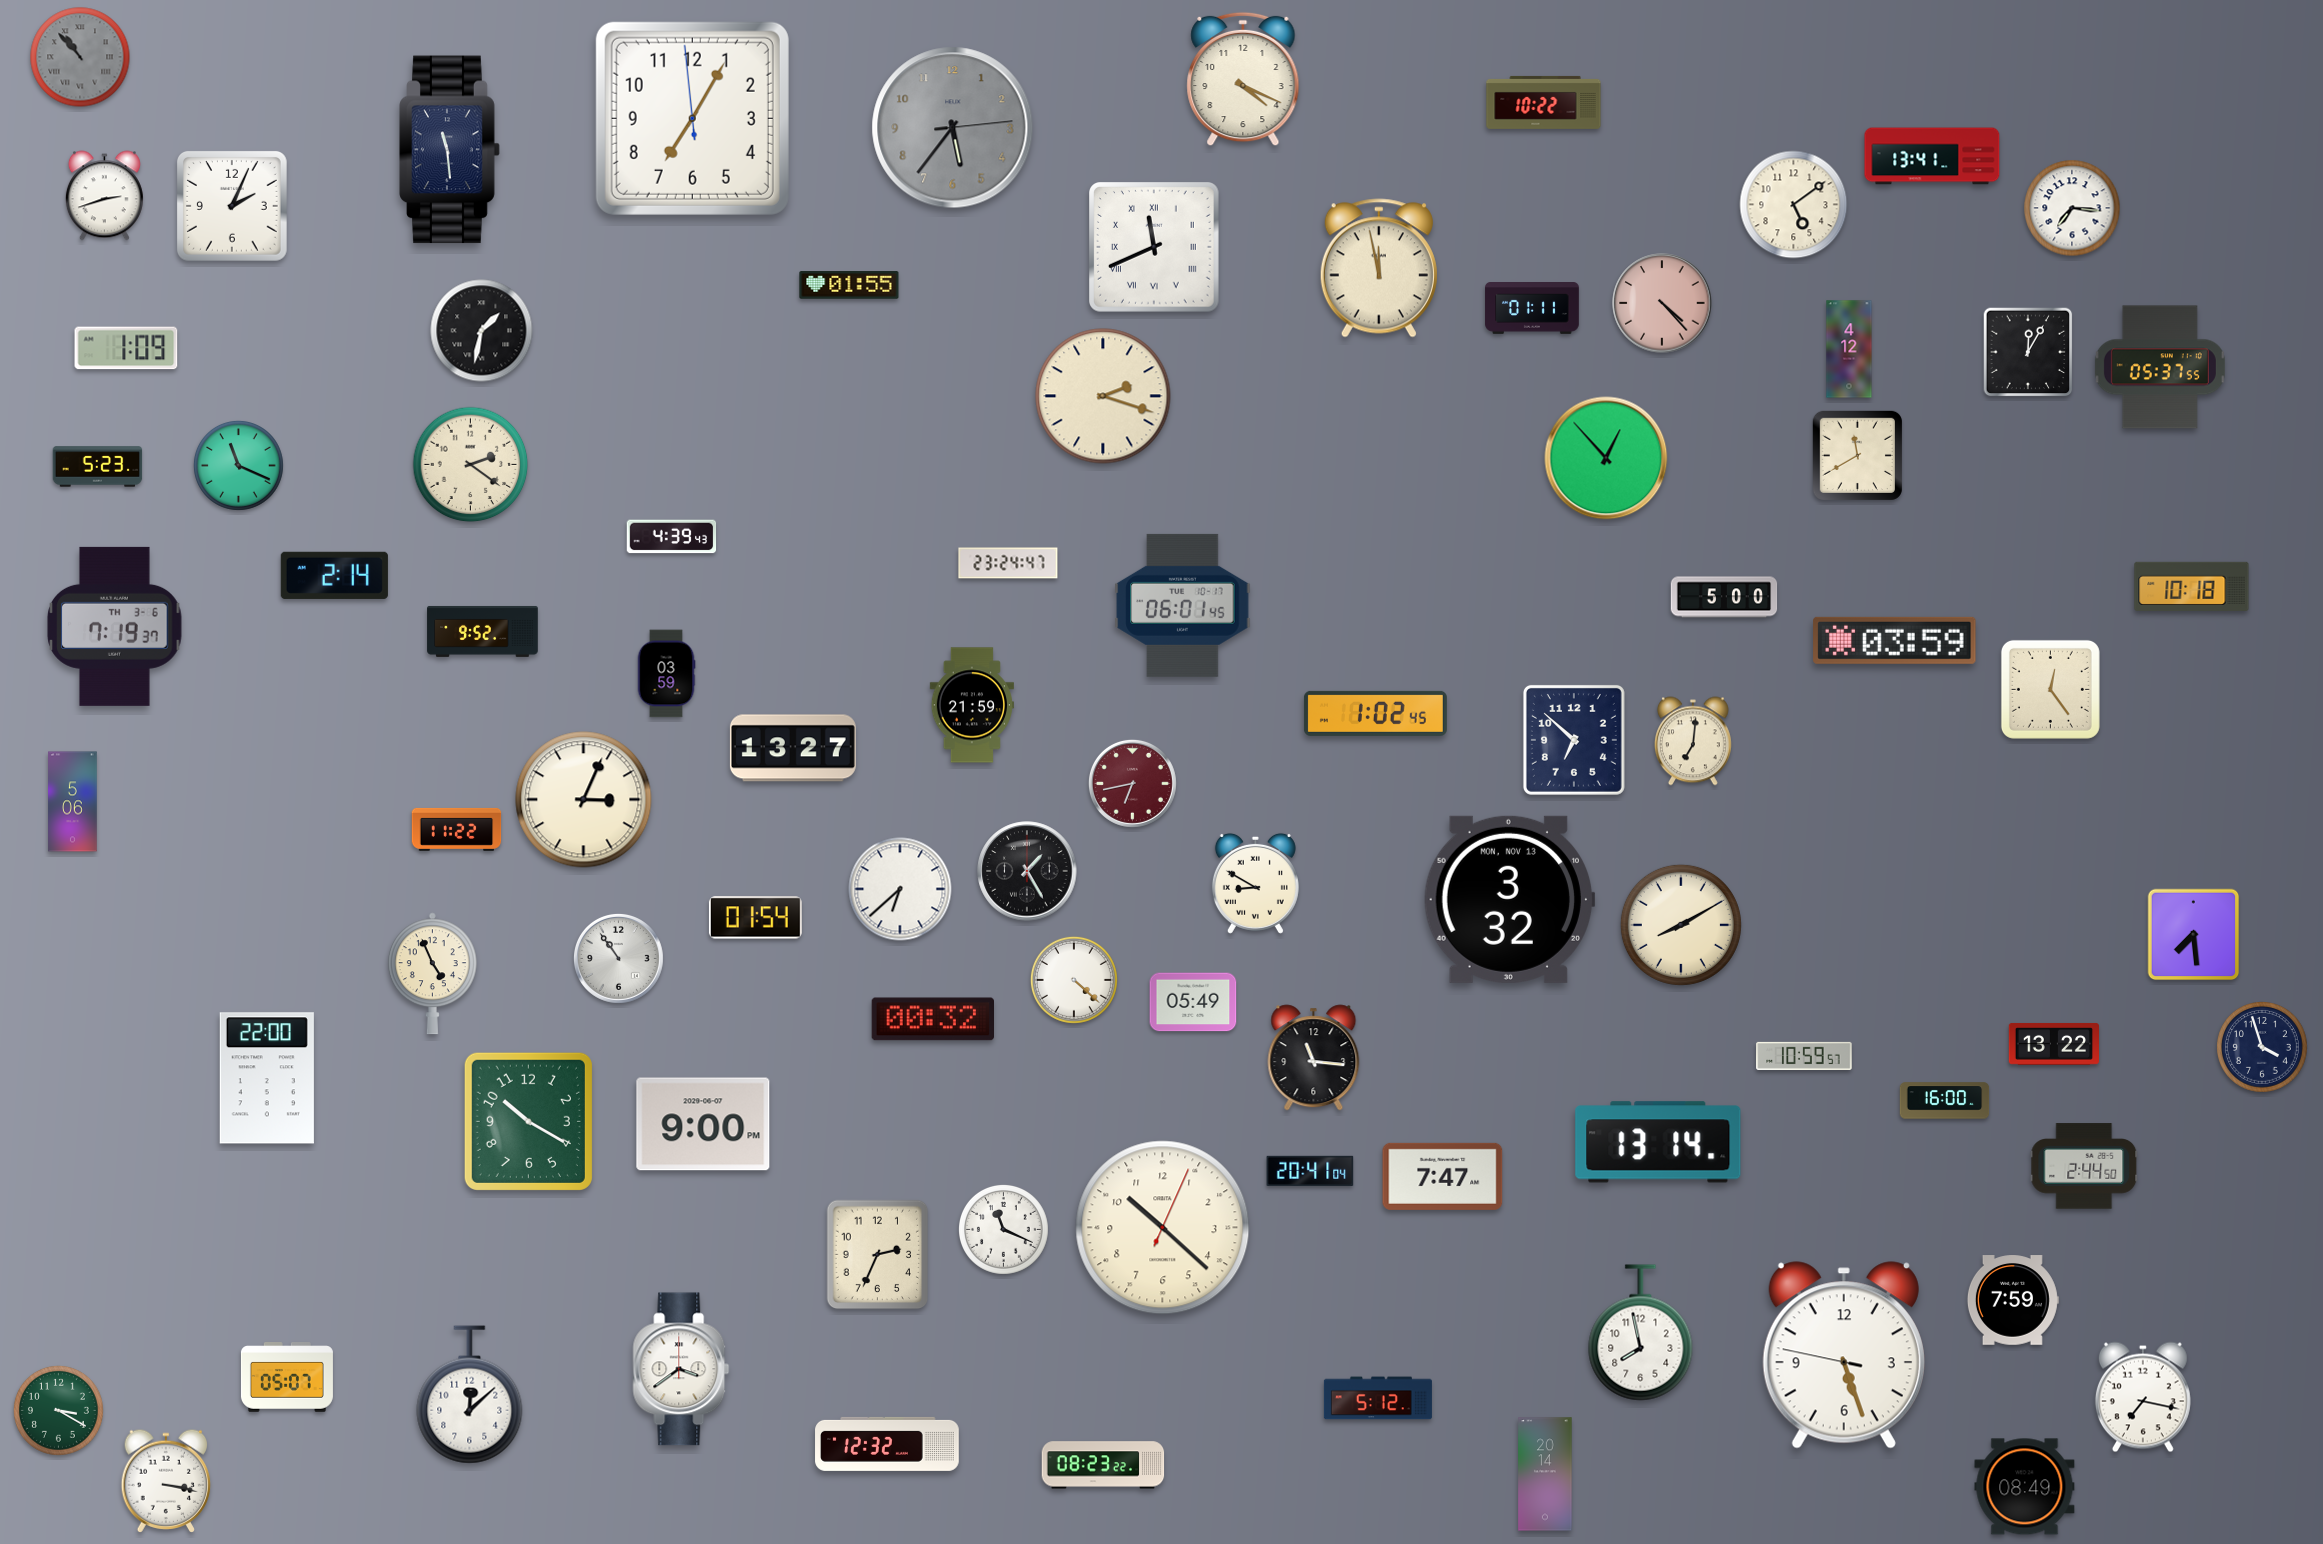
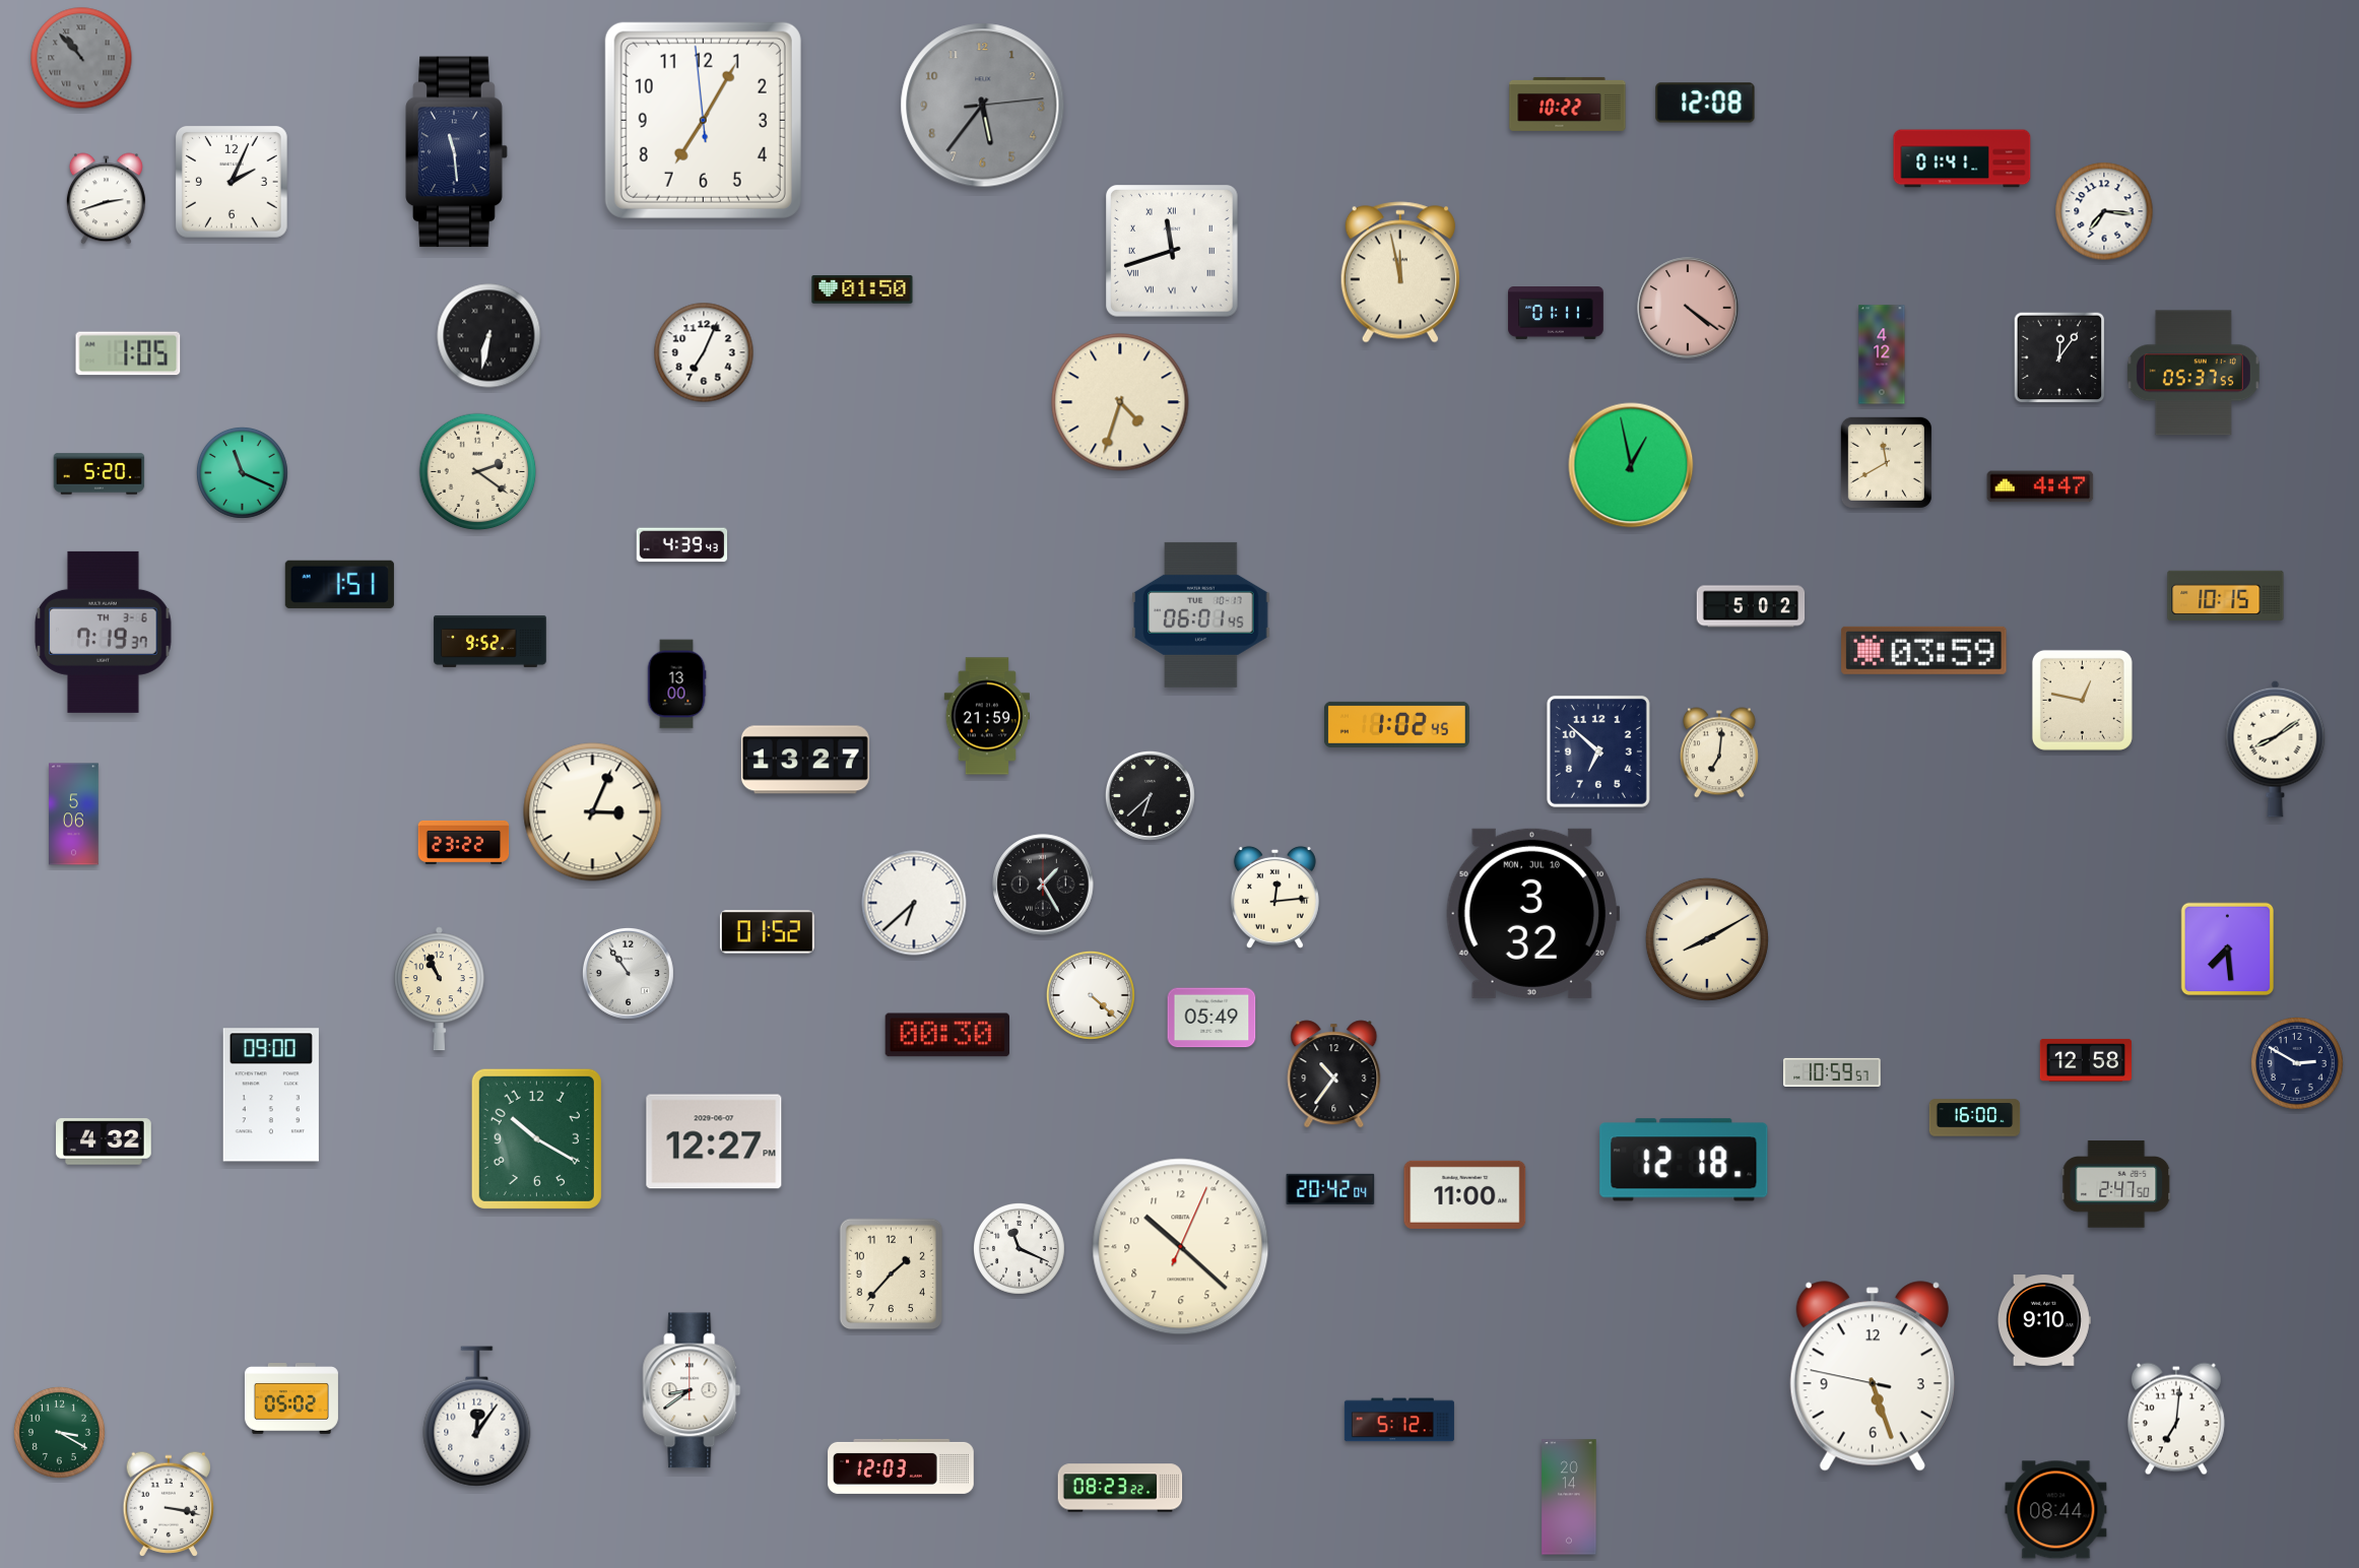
clock at (1243, 79): 4:19 -> none
clock at (1705, 103): none -> 12:08
clock at (953, 128) position: (953, 128) -> (983, 106)
clock at (1932, 156): 13:41 -> 01:41
clock at (1794, 205): 5:09 -> none
clock at (232, 206) position: (232, 206) -> (232, 182)
clock at (1155, 248): 11:41 -> 11:42
clock at (849, 285): 01:55 -> 01:50
clock at (1662, 303): 4:23 -> 4:21
clock at (482, 331): 1:32 -> 6:32
clock at (704, 352): none -> 7:04
clock at (126, 348): 1:09 -> 1:05
clock at (1849, 349) position: (1849, 349) -> (1882, 354)
clock at (2028, 352): 12:05 -> 12:06
clock at (1103, 396): 2:18 -> 4:33
clock at (1606, 458): 12:53 -> 12:58
clock at (98, 467): 5:23 -> 5:20
clock at (2040, 486): none -> 4:47
clock at (1008, 563): 23:24 -> none
clock at (334, 575): 2:14 -> 1:51
clock at (2192, 586): 10:18 -> 10:15
clock at (1724, 597): 5:00 -> 5:02
clock at (115, 626) position: (115, 626) -> (104, 632)
clock at (666, 674): 03:59 -> 13:00
clock at (2050, 689): 12:24 -> 12:47
clock at (2276, 748): none -> 8:09
clock at (1132, 783): 6:43 -> 6:38
clock at (1132, 783) dial: burgundy -> black
clock at (457, 829): 11:22 -> 23:22
clock at (1255, 883): 8:50 -> 12:14
clock at (1509, 899) date: MON, NOV 13 -> MON, JUL 10
clock at (755, 918): 01:54 -> 01:52
clock at (432, 974): 4:56 -> 10:56
clock at (932, 1019): 00:32 -> 00:30
clock at (2053, 1044): 13:22 -> 12:58
clock at (2263, 1048): 3:57 -> 2:50
clock at (1314, 1058): 11:16 -> 10:36
clock at (267, 1078): 22:00 -> 09:00
clock at (104, 1141): none -> 4:32
clock at (703, 1124): 9:00 -> 12:27
clock at (1658, 1142): 13:14 -> 12:18
clock at (2084, 1166): 2:44 -> 2:47
clock at (1310, 1171): 20:41 -> 20:42
clock at (1443, 1176): 7:47 -> 11:00
clock at (878, 1255): 2:34 -> 1:37
clock at (2013, 1300): 7:59 -> 9:10
clock at (1641, 1333): 7:58 -> none
clock at (681, 1369): 3:39 -> 8:39
clock at (287, 1378): 05:07 -> 05:02
clock at (470, 1395): 12:08 -> 12:06
clock at (2143, 1397): 7:17 -> 7:01
clock at (887, 1444): 12:32 -> 12:03
clock at (2025, 1487): 08:49 -> 08:44
